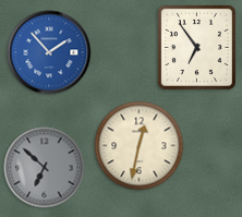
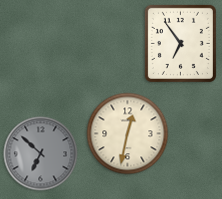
clock at (49, 52): 1:53 -> none
